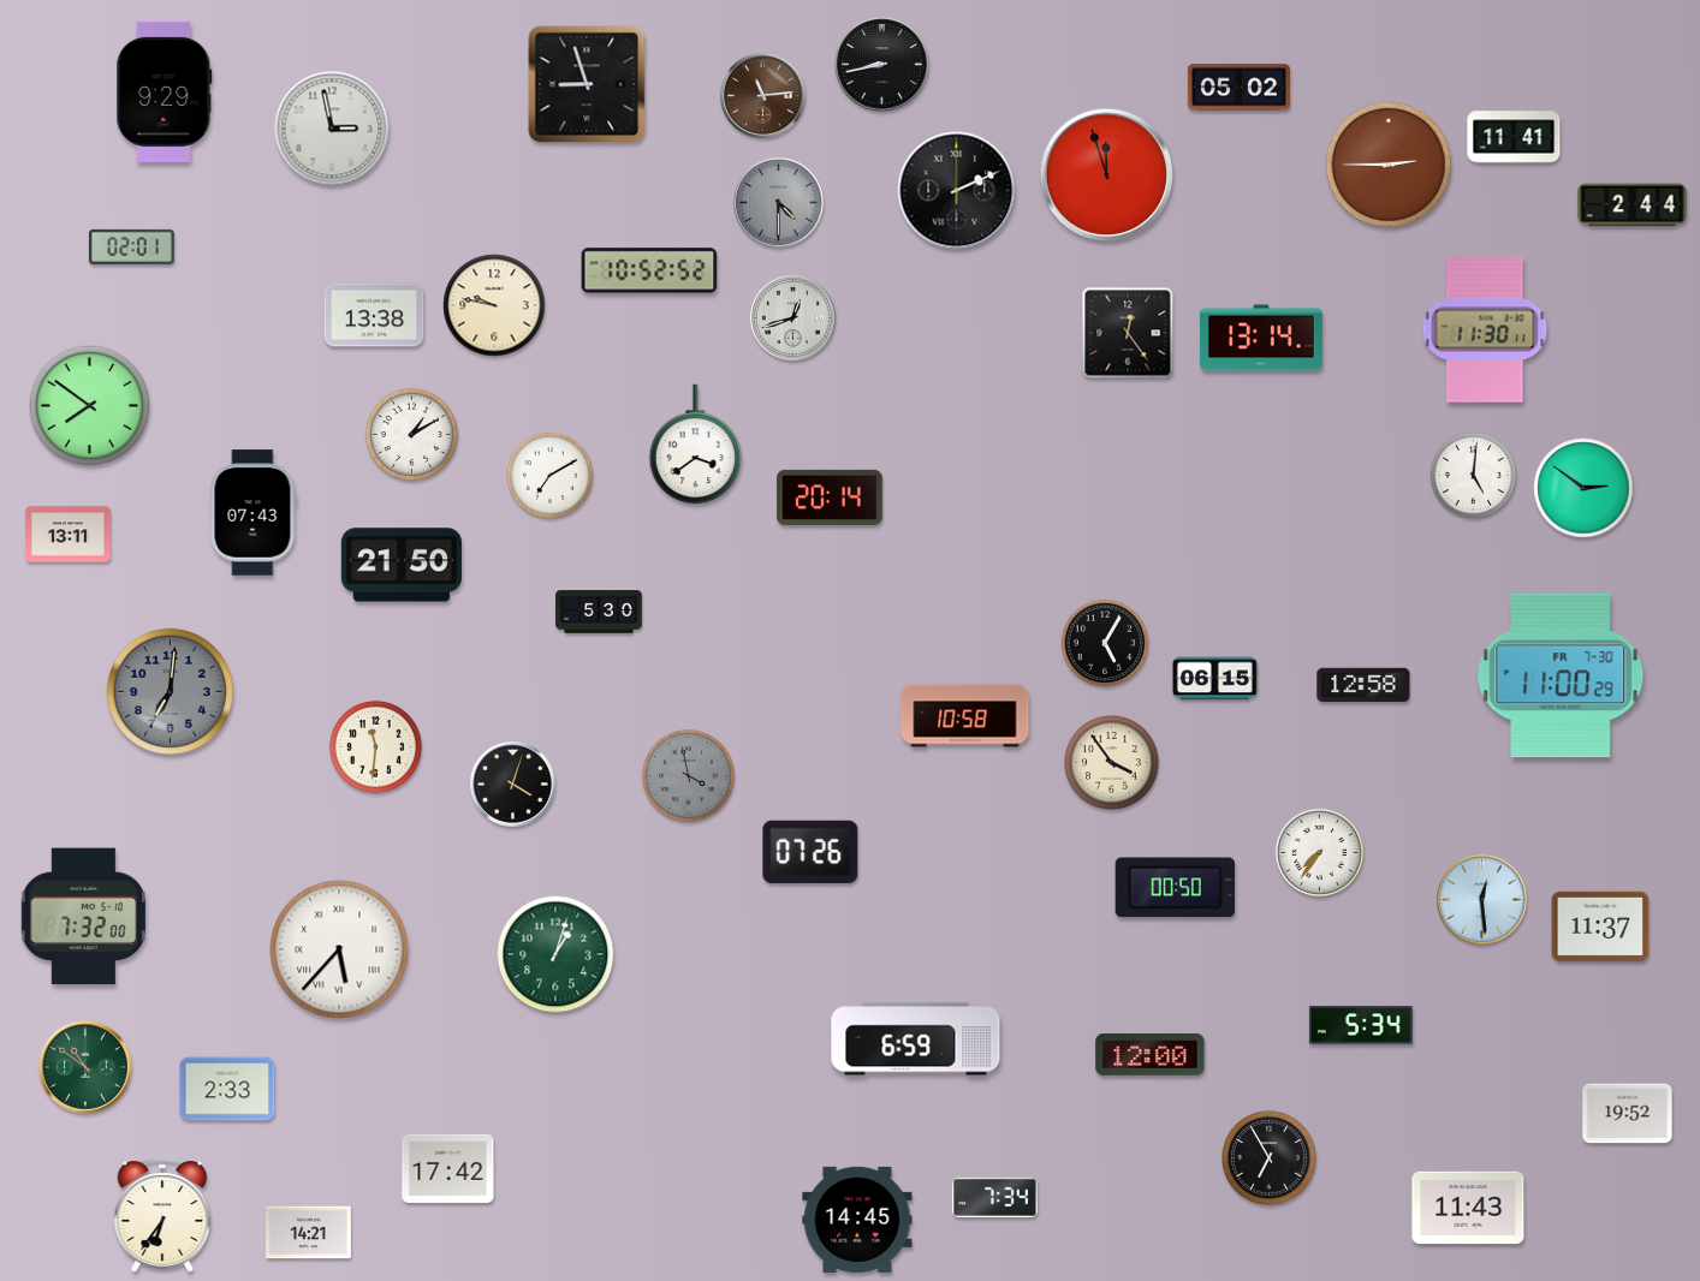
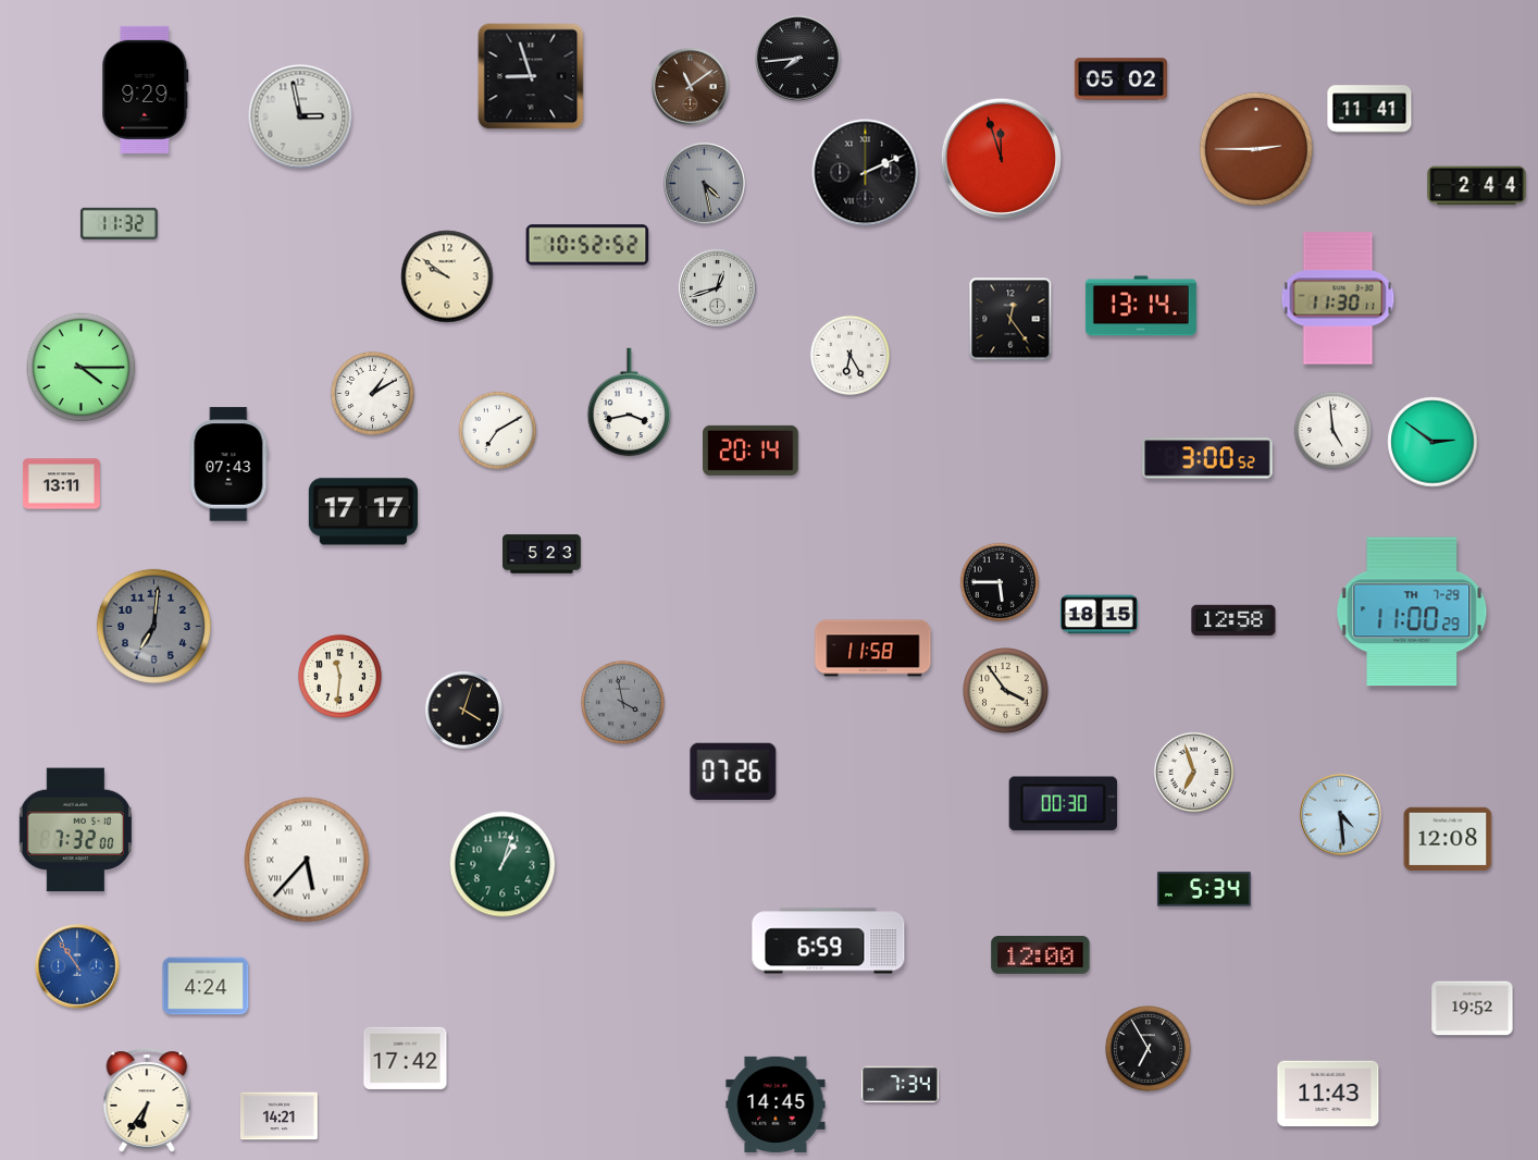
clock at (882, 65): 8:43 -> 7:44
clock at (165, 91) position: (165, 91) -> (146, 89)
clock at (762, 95): 11:14 -> 11:09
clock at (1514, 137) position: (1514, 137) -> (1369, 109)
clock at (779, 203): 4:30 -> 4:28
clock at (131, 246): 02:01 -> 11:32
clock at (494, 305): 9:47 -> 9:51
clock at (374, 315): 13:38 -> none
clock at (1485, 329) position: (1485, 329) -> (1338, 298)
clock at (1128, 333) position: (1128, 333) -> (1010, 319)
clock at (851, 356): none -> 6:25
clock at (90, 406): 7:51 -> 4:15
clock at (696, 445): 3:39 -> 3:43
clock at (1474, 476): 5:01 -> 4:59
clock at (1207, 458): none -> 3:00
clock at (402, 565): 21:50 -> 17:17
clock at (599, 612): 5:30 -> 5:23
clock at (1105, 643): 5:05 -> 5:45
clock at (1561, 675) date: FR 7-30 -> TH 7-29
clock at (1214, 679): 06:15 -> 18:15
clock at (965, 716): 10:58 -> 11:58
clock at (1320, 853): 7:36 -> 6:57
clock at (1175, 888): 00:50 -> 00:30
clock at (1482, 900): 12:29 -> 4:29
clock at (1600, 927): 11:37 -> 12:08
clock at (1361, 1025) position: (1361, 1025) -> (1204, 889)
clock at (85, 1067): 10:51 -> 10:54
clock at (85, 1067) dial: green -> blue
clock at (227, 1089): 2:33 -> 4:24
